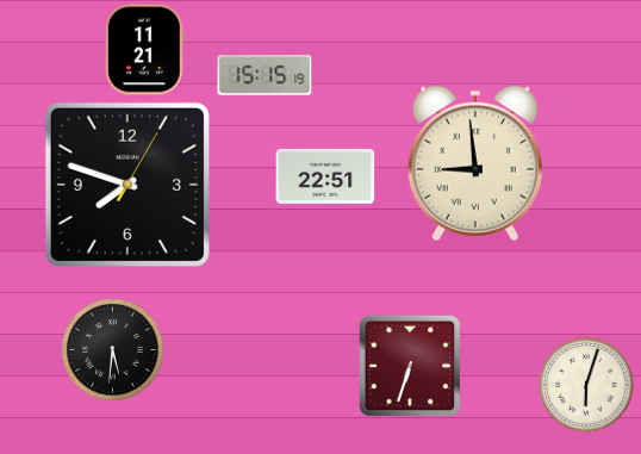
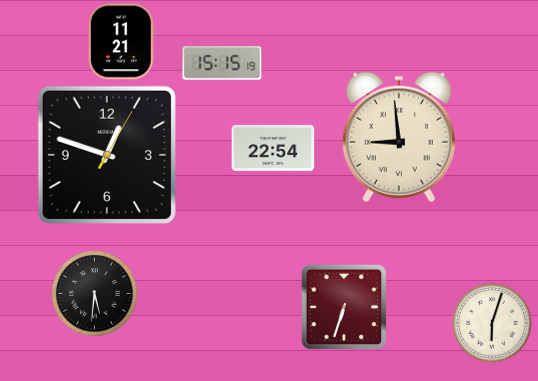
clock at (325, 176): 22:51 -> 22:54
clock at (127, 185): 7:48 -> 12:48
